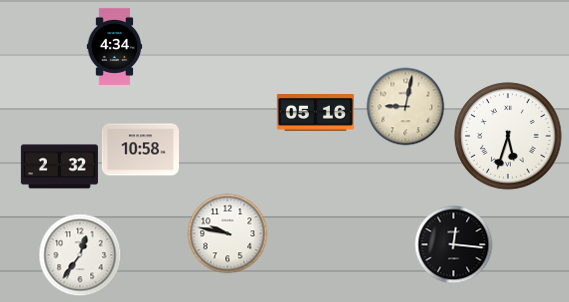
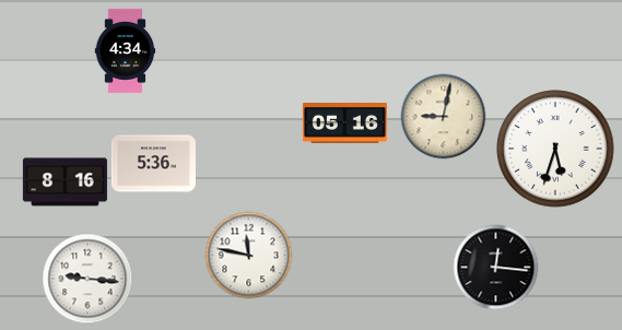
clock at (140, 150): 10:58 -> 5:36
clock at (59, 167): 2:32 -> 8:16
clock at (227, 233): 9:47 -> 11:47
clock at (80, 255): 12:36 -> 9:16
